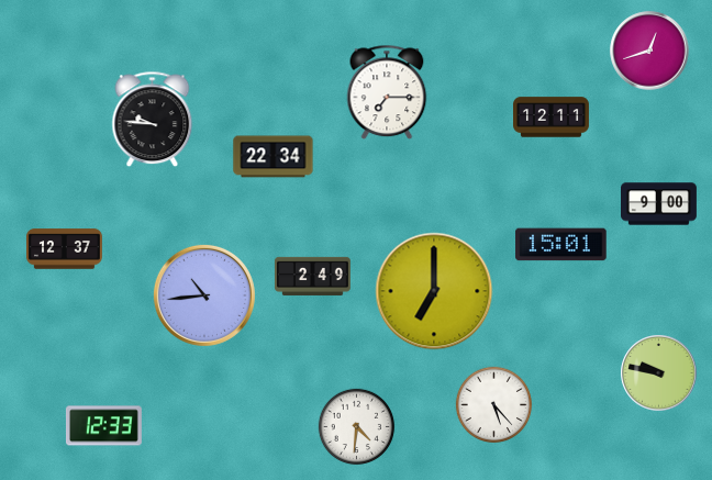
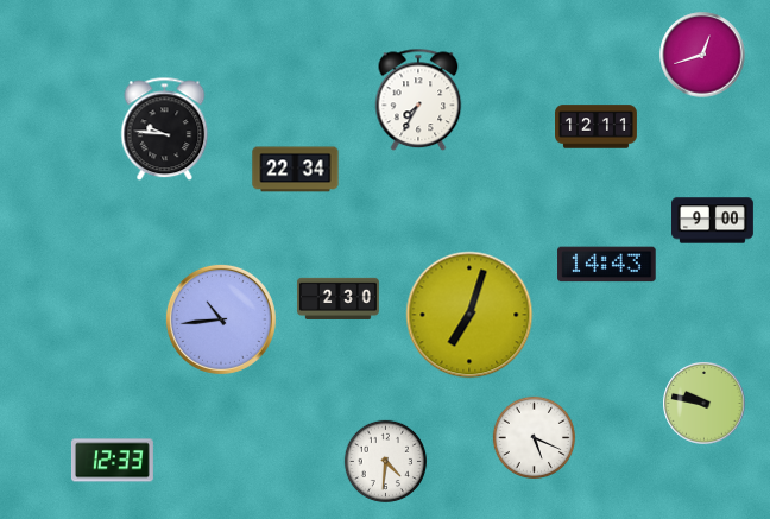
clock at (387, 92): 7:15 -> 7:35
clock at (561, 245): 15:01 -> 14:43
clock at (64, 249): 12:37 -> none
clock at (312, 276): 2:49 -> 2:30
clock at (434, 291): 7:00 -> 7:03
clock at (659, 373) position: (659, 373) -> (705, 404)
clock at (494, 405): 5:23 -> 5:19
